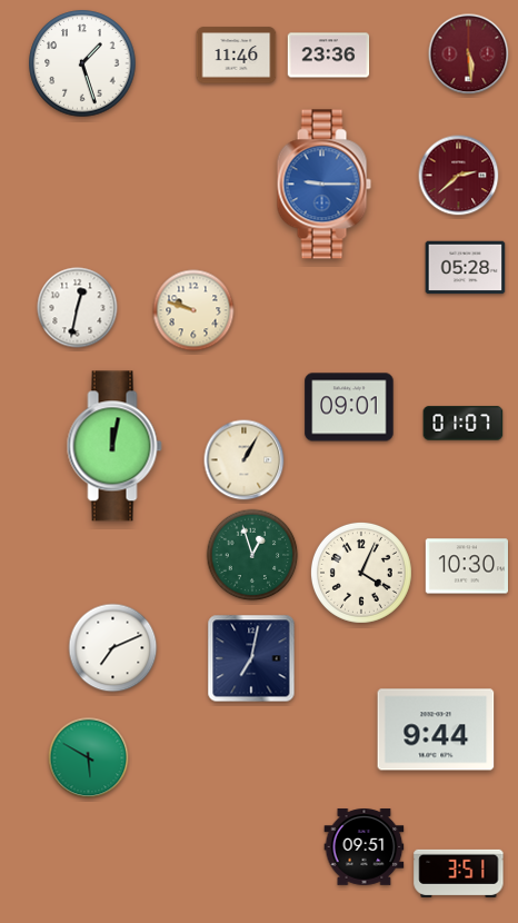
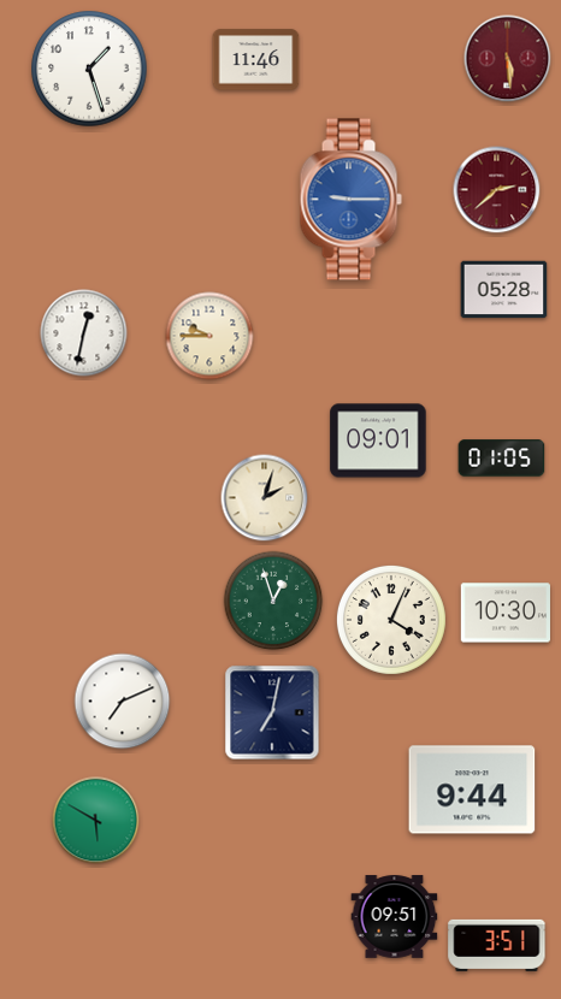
clock at (329, 56): 23:36 -> none
clock at (193, 310): 9:48 -> 9:45
clock at (464, 424): 01:07 -> 01:05
clock at (114, 446): 12:02 -> none
clock at (245, 460): 1:05 -> 2:03
